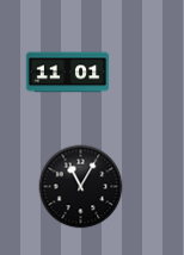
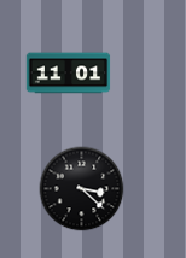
clock at (81, 187): 11:05 -> 3:22
